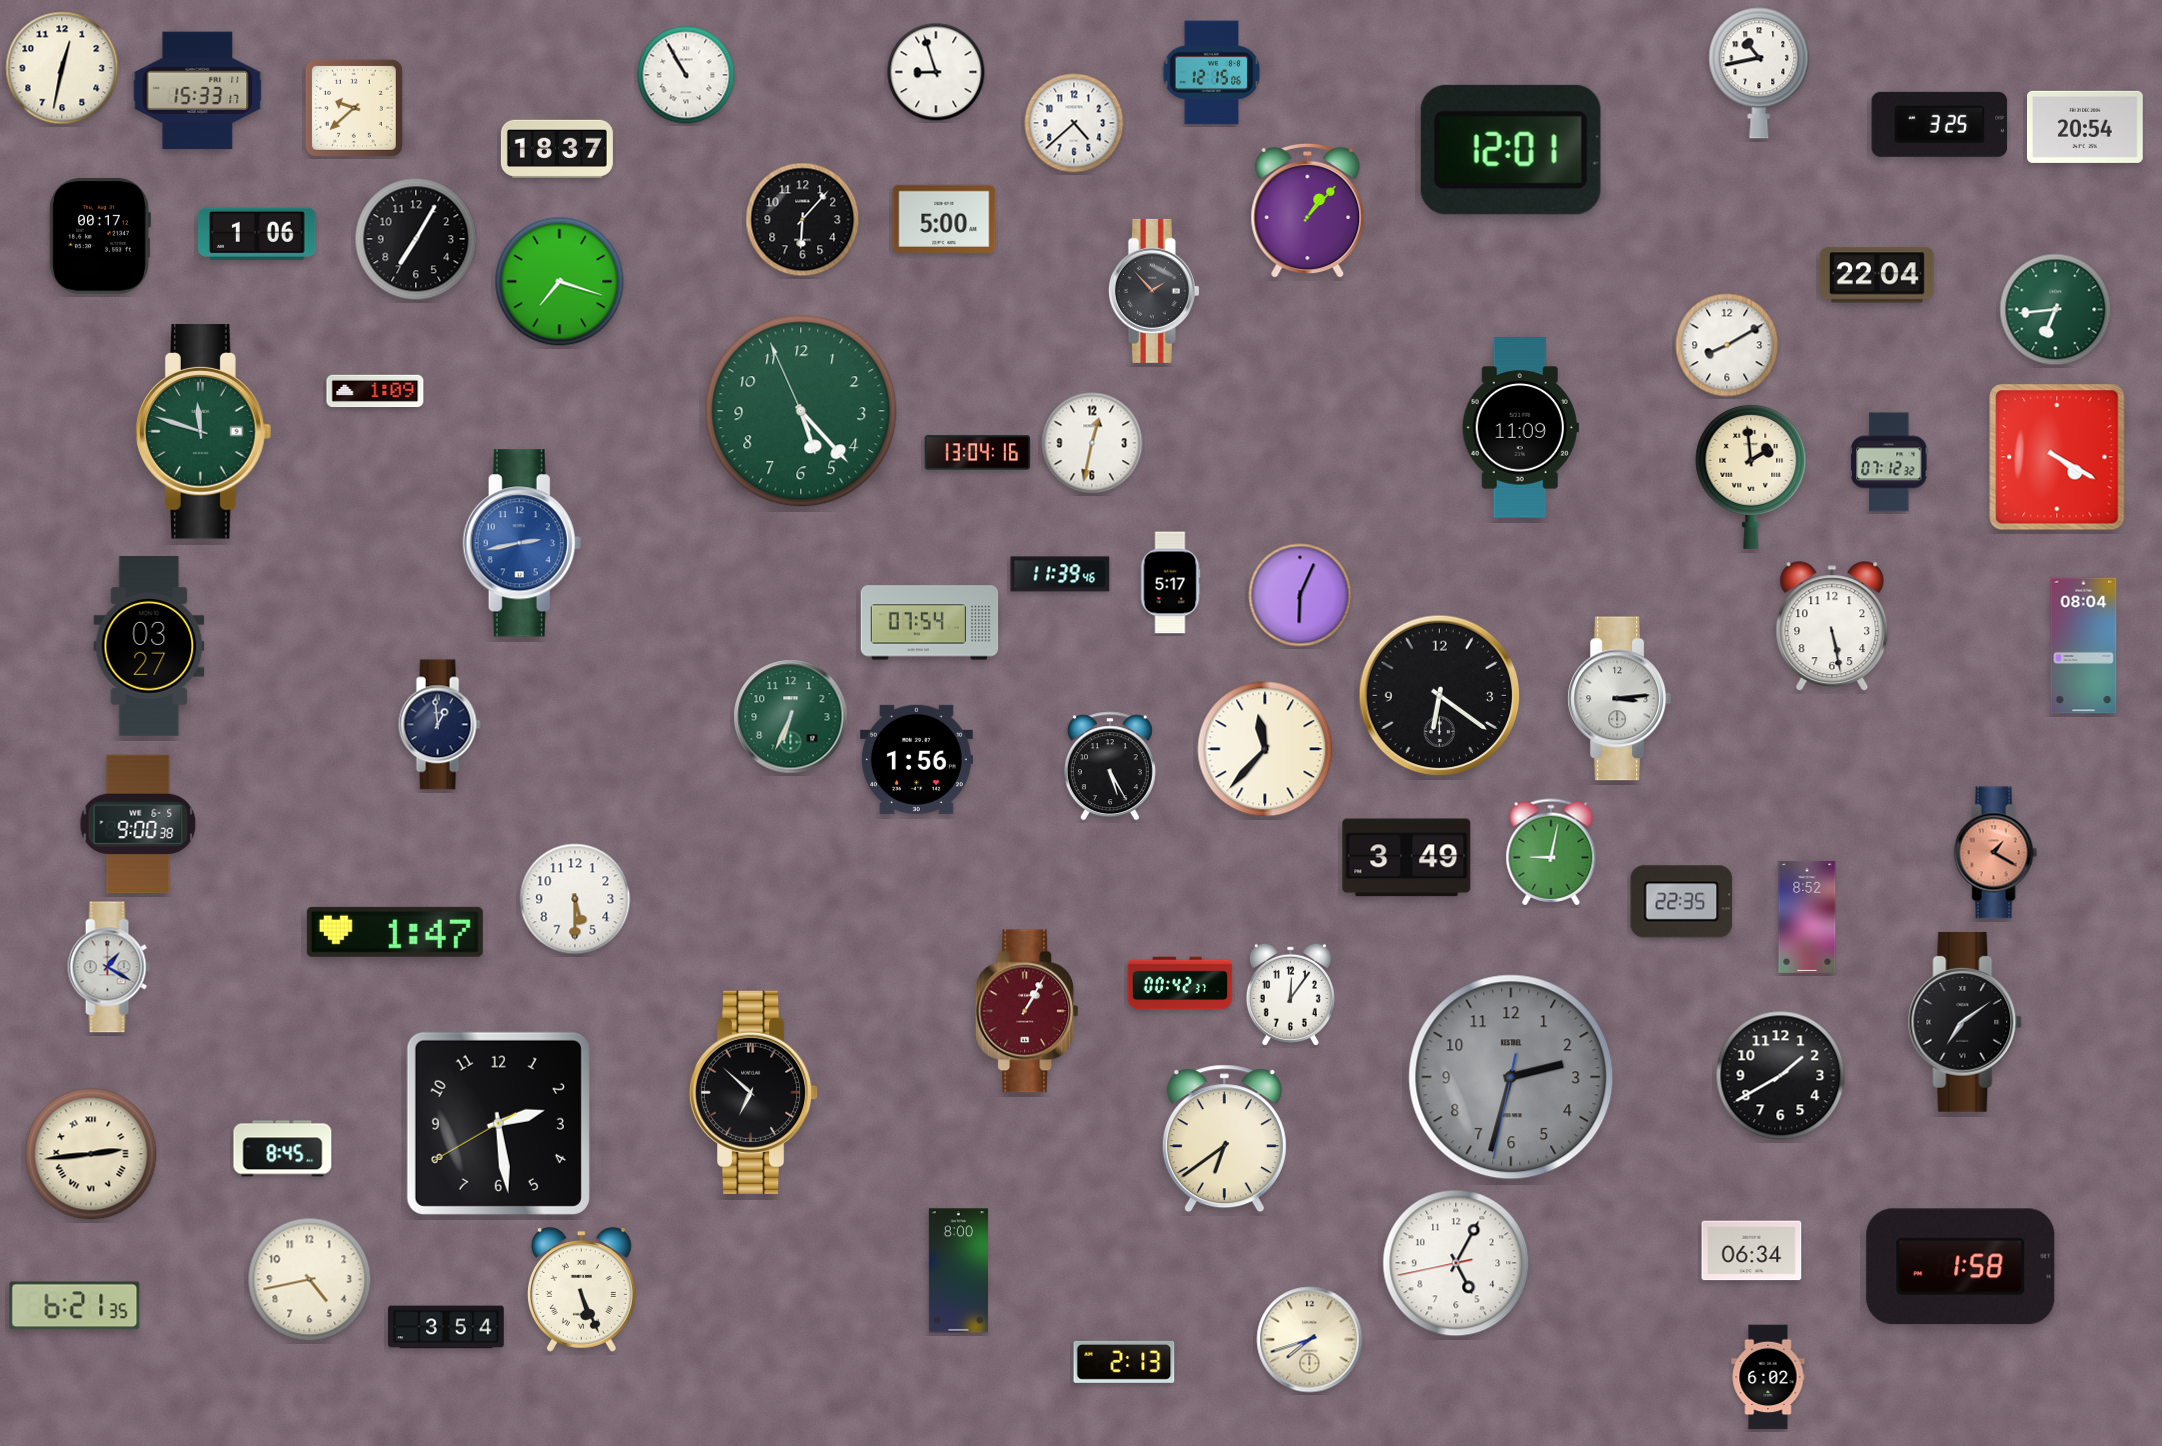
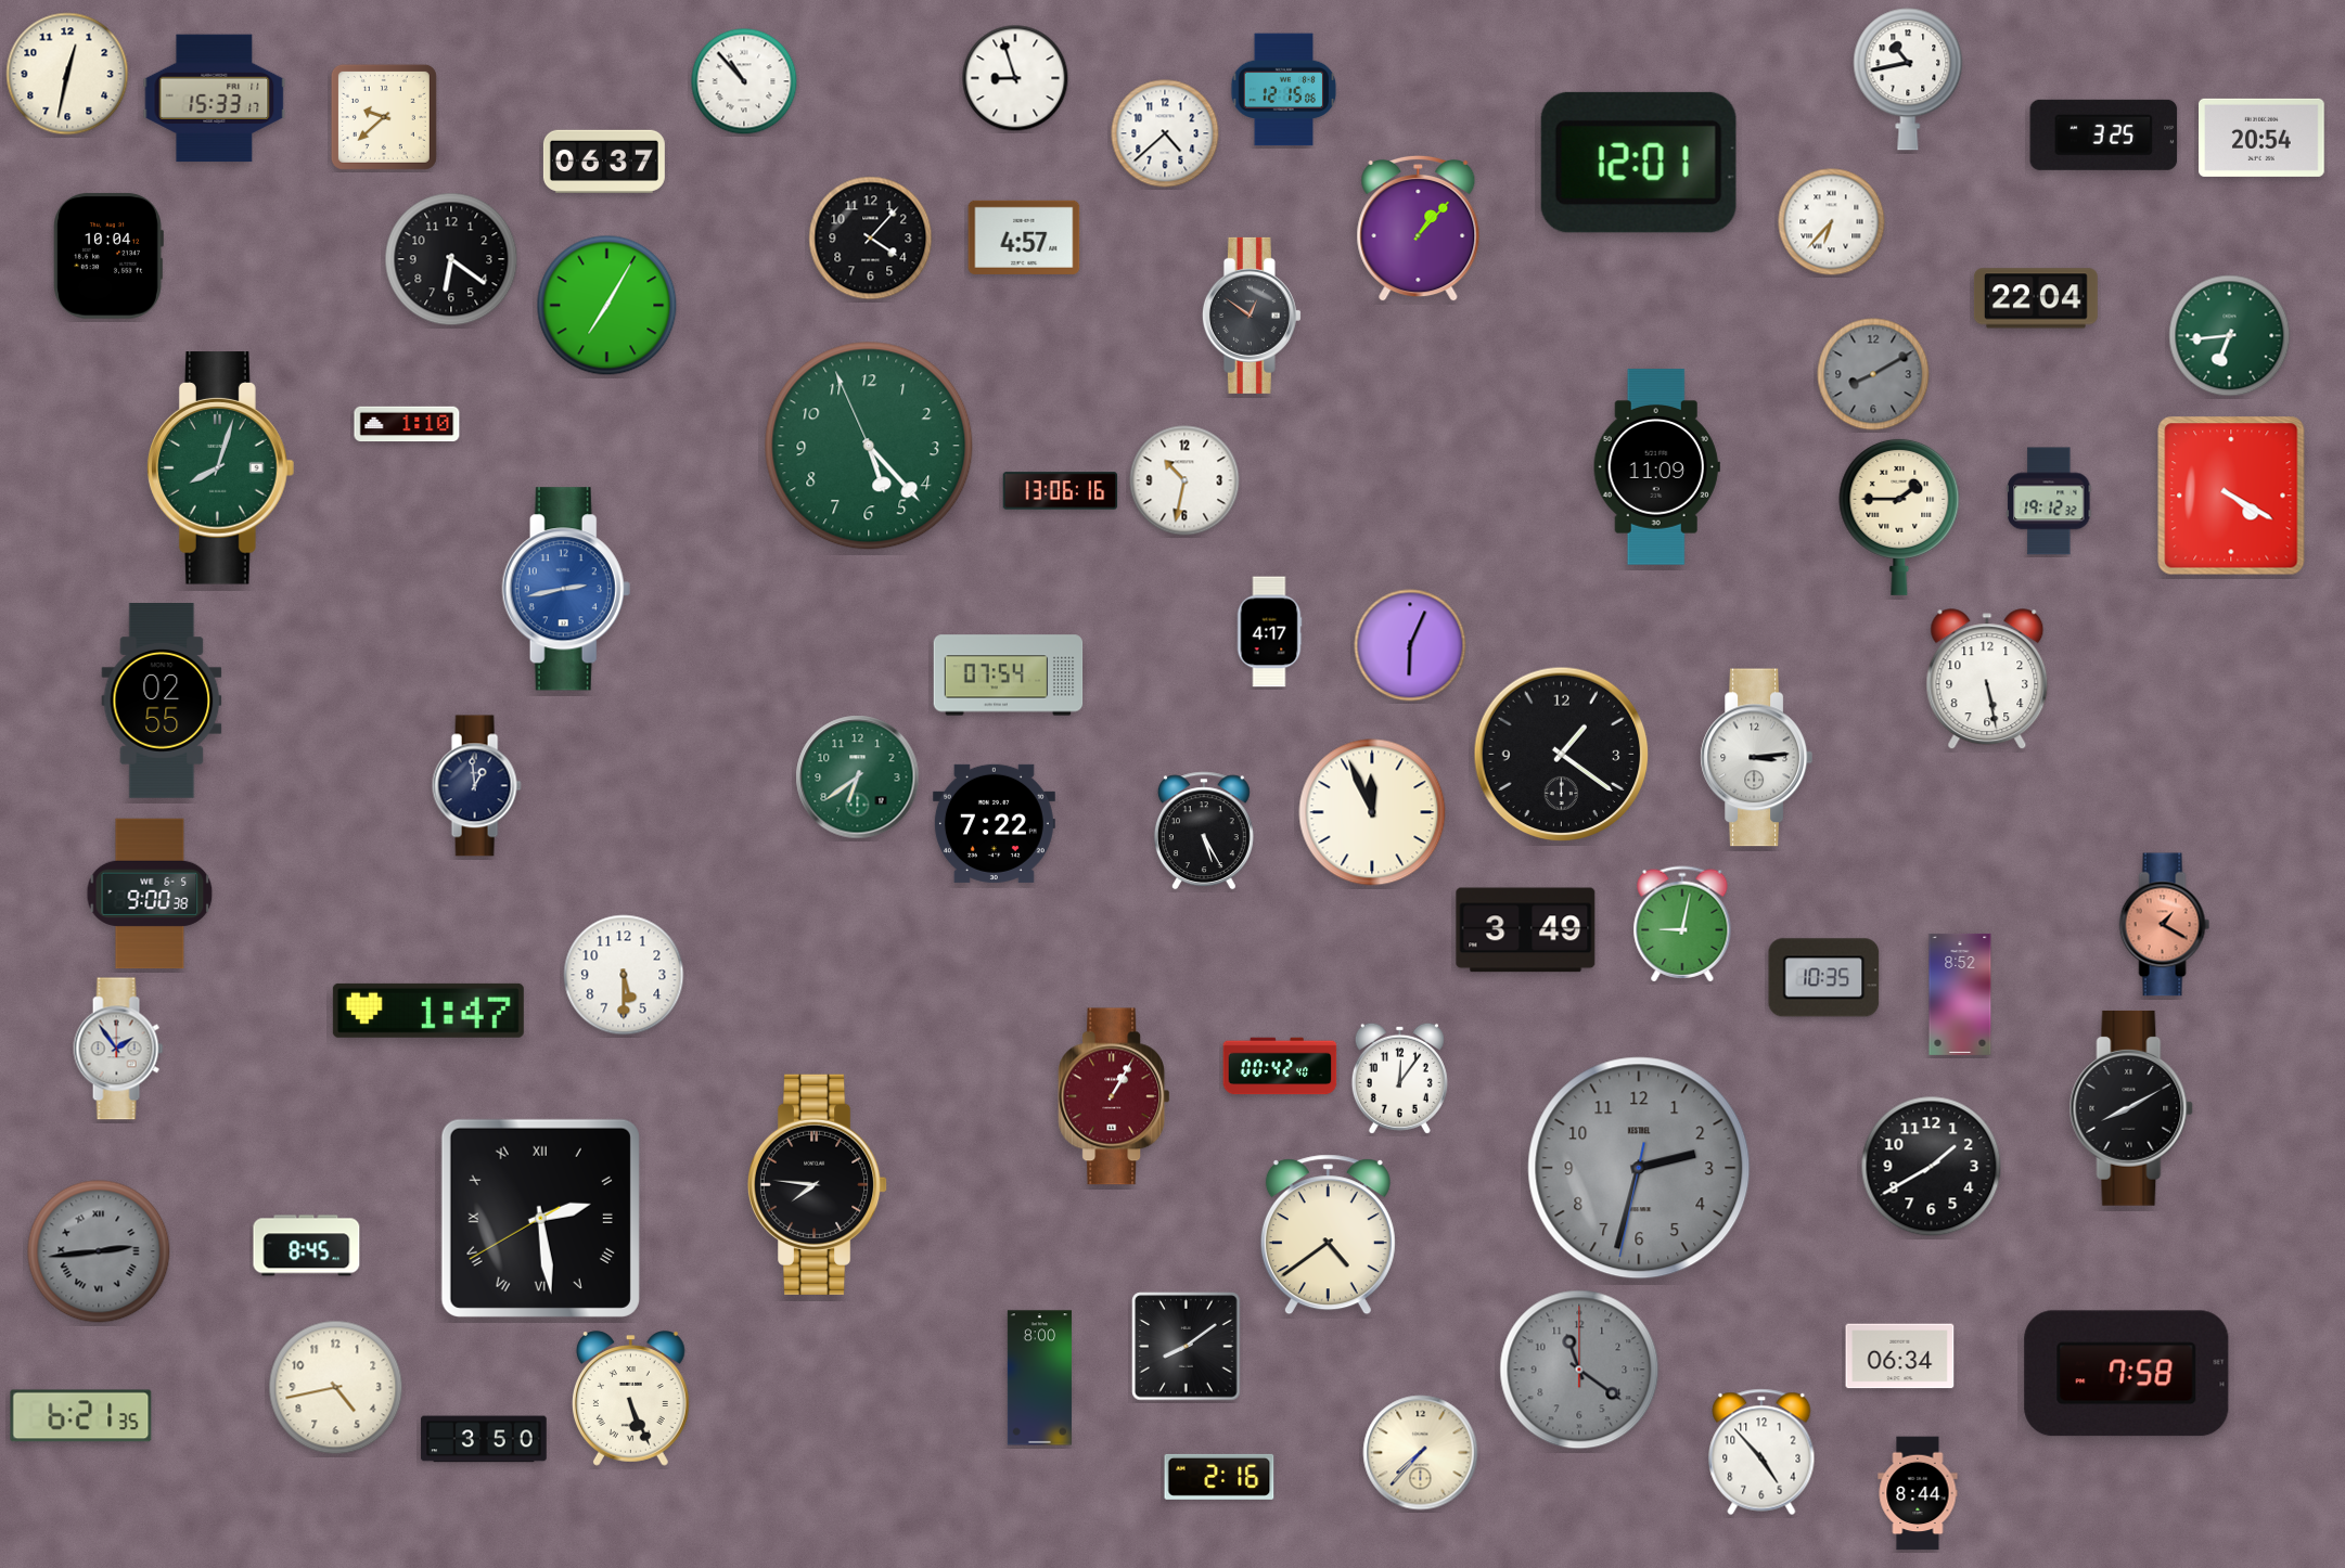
clock at (1212, 73) position: (1212, 73) -> (1284, 90)
clock at (686, 75): 10:55 -> 10:53
clock at (557, 149): 18:37 -> 06:37
clock at (1832, 222): none -> 6:37
clock at (944, 219): 5:00 -> 4:57
clock at (803, 220): 6:07 -> 4:07
clock at (257, 234): 1:06 -> none
clock at (100, 236): 00:17 -> 10:04
clock at (416, 239): 7:05 -> 6:21
clock at (560, 282): 7:18 -> 7:05
clock at (1154, 291): 1:53 -> 12:51
clock at (1727, 345) dial: white -> grey
clock at (375, 391): 1:09 -> 1:10
clock at (1520, 428) position: (1520, 428) -> (1656, 467)
clock at (204, 432): 11:48 -> 8:03
clock at (1092, 443): 12:32 -> 10:32
clock at (978, 453): 13:04 -> 13:06
clock at (1890, 462): 07:12 -> 19:12
clock at (1751, 476): 1:59 -> 1:45
clock at (1060, 574): 11:39 -> none
clock at (1170, 583): 5:17 -> 4:17
clock at (2084, 646): 08:04 -> none
clock at (149, 647): 03:27 -> 02:55
clock at (1440, 696): 6:21 -> 1:21
clock at (791, 717): 6:34 -> 6:39
clock at (1265, 749): 11:37 -> 11:56
clock at (916, 759): 1:56 -> 7:22
clock at (1682, 902): 22:35 -> 10:35
clock at (109, 967): 1:20 -> 1:54
clock at (1180, 983): 00:42:37 -> 00:42:40
clock at (1965, 1022): 7:09 -> 8:10
clock at (754, 1092): 6:52 -> 7:46
clock at (498, 1123) numerals: Arabic -> Roman
clock at (1224, 1139): 6:39 -> 4:39
clock at (91, 1154) dial: cream -> grey
clock at (1187, 1347): none -> 8:09
clock at (1456, 1263): 5:04 -> 11:21
clock at (1456, 1263) dial: white -> grey
clock at (1961, 1267): 1:58 -> 7:58
clock at (446, 1327): 3:54 -> 3:50
clock at (1761, 1452): none -> 4:53
clock at (1310, 1340): 7:42 -> 7:37
clock at (1124, 1362): 2:13 -> 2:16
clock at (1768, 1377): 6:02 -> 8:44
